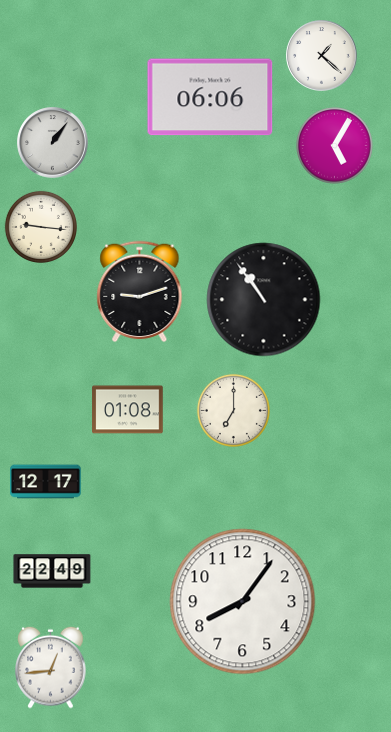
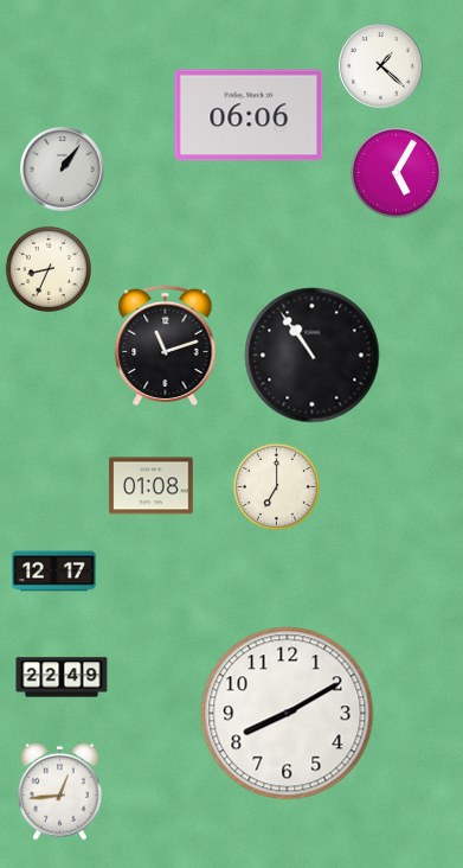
clock at (41, 227): 9:16 -> 8:34
clock at (140, 292): 9:12 -> 11:12
clock at (243, 602): 8:06 -> 8:10
